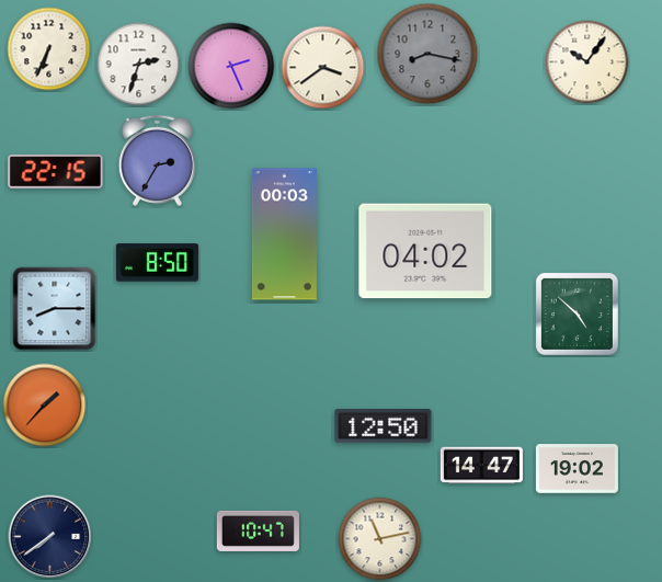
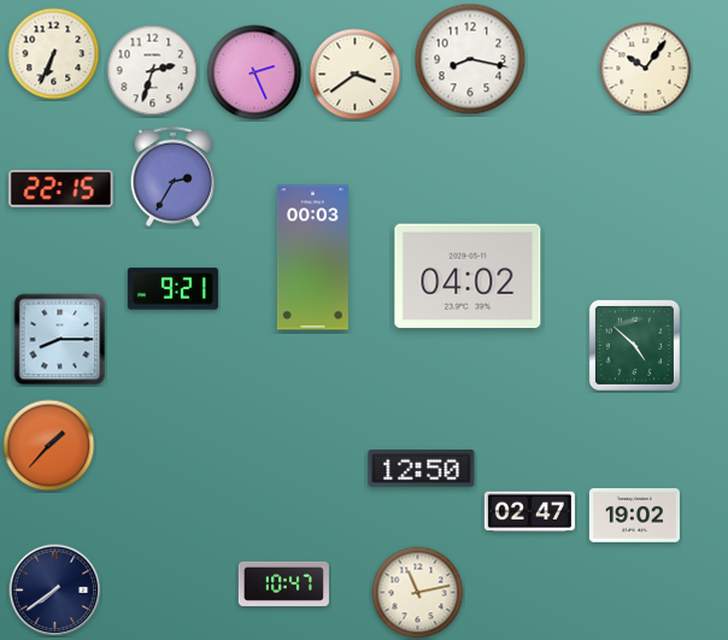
clock at (427, 54) dial: grey -> white
clock at (157, 263): 8:50 -> 9:21
clock at (481, 466): 14:47 -> 02:47
